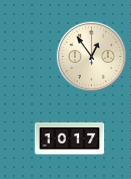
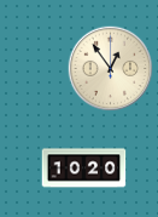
clock at (70, 139): 10:17 -> 10:20
